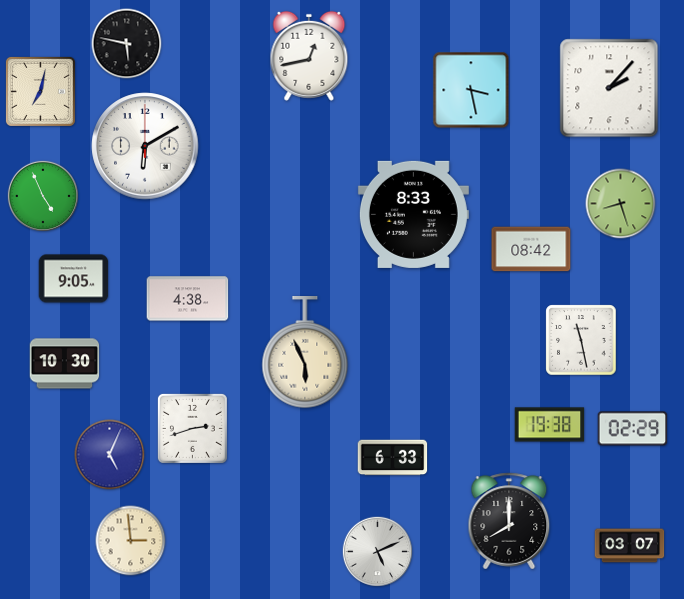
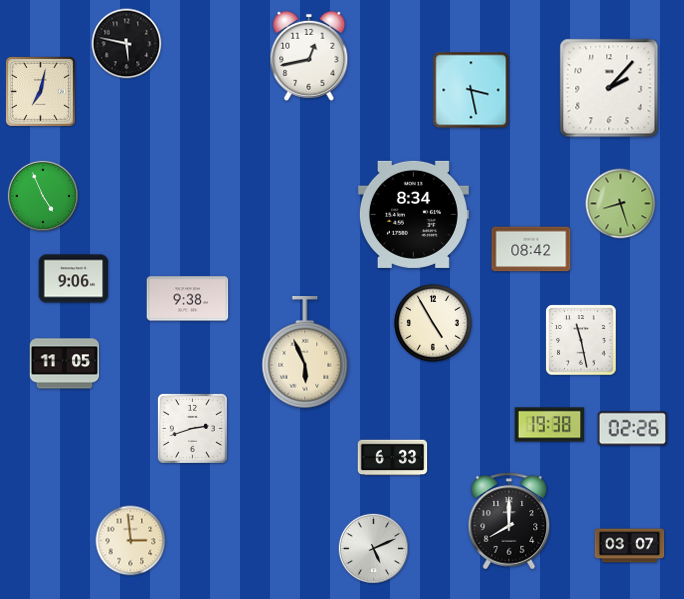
clock at (145, 146): 6:10 -> none
clock at (413, 214): 8:33 -> 8:34
clock at (74, 279): 9:05 -> 9:06
clock at (188, 299): 4:38 -> 9:38
clock at (433, 323): none -> 4:55
clock at (65, 364): 10:30 -> 11:05
clock at (633, 429): 02:29 -> 02:26
clock at (110, 455): 5:04 -> none
clock at (378, 552) position: (378, 552) -> (374, 549)
